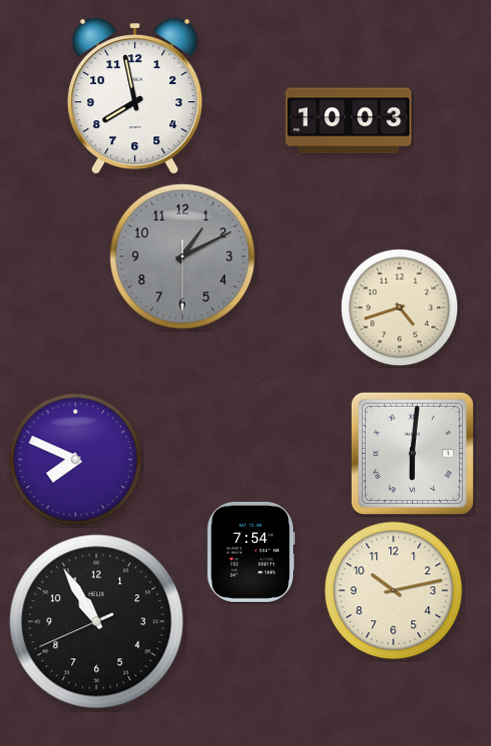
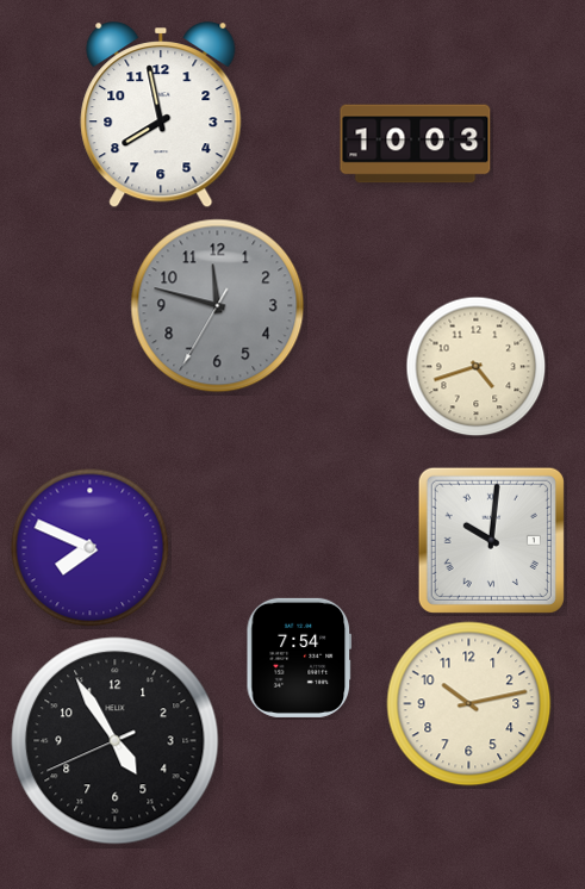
clock at (183, 257): 1:10 -> 11:47
clock at (412, 453): 6:01 -> 10:01
clock at (97, 622): 10:54 -> 4:54
